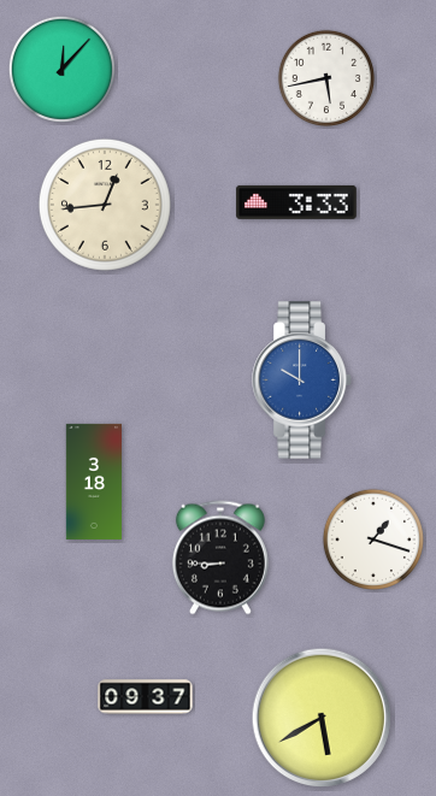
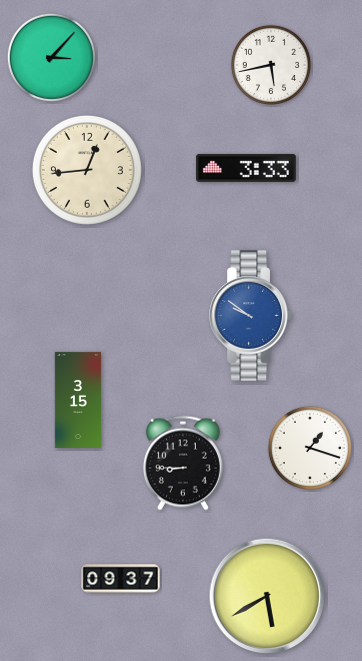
clock at (61, 69): 12:07 -> 3:07
clock at (302, 381): 10:00 -> 9:51
clock at (93, 482): 3:18 -> 3:15
